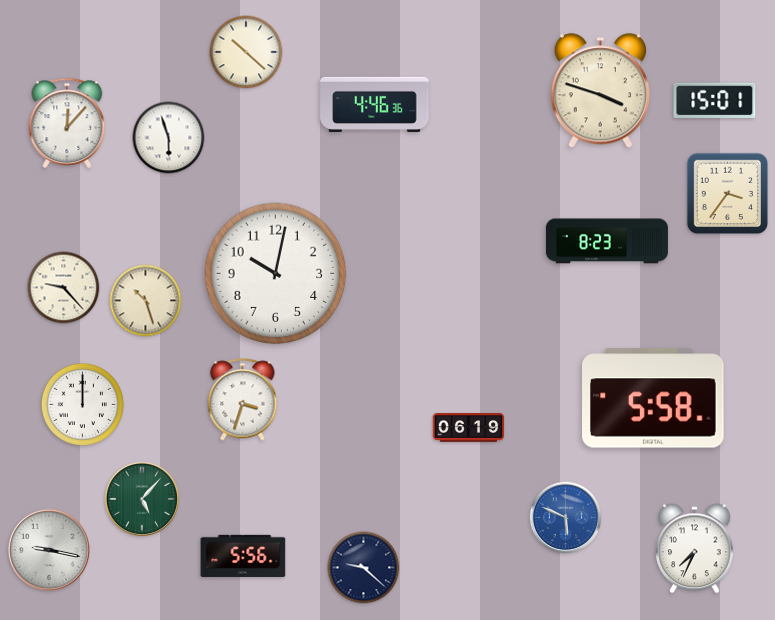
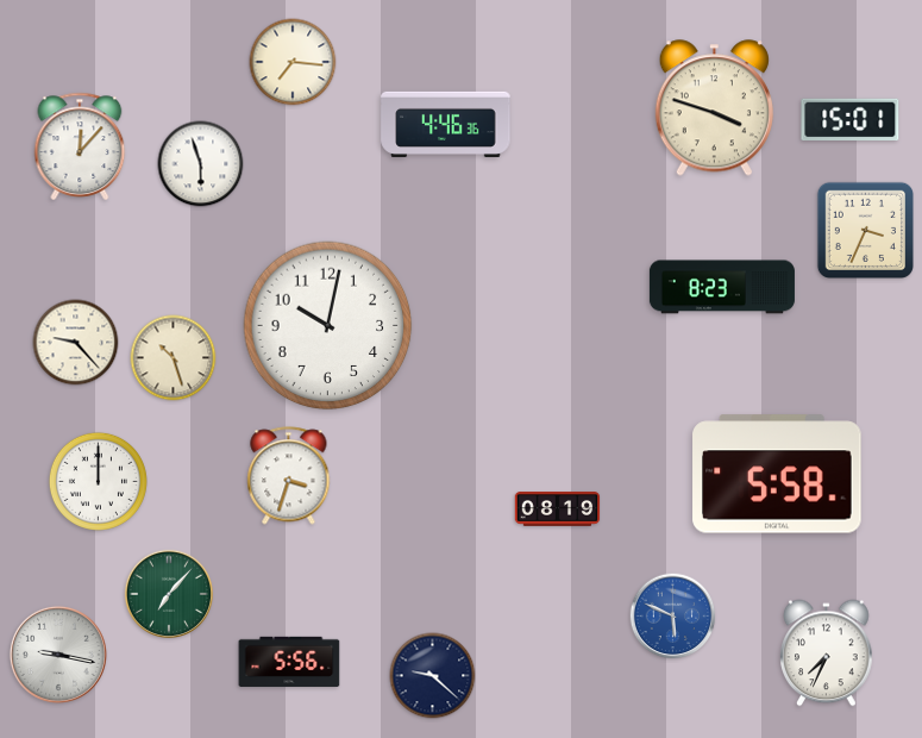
clock at (246, 52): 10:22 -> 7:16
clock at (727, 193): 3:36 -> 3:34
clock at (469, 428): 06:19 -> 08:19
clock at (141, 498): 5:07 -> 7:07
